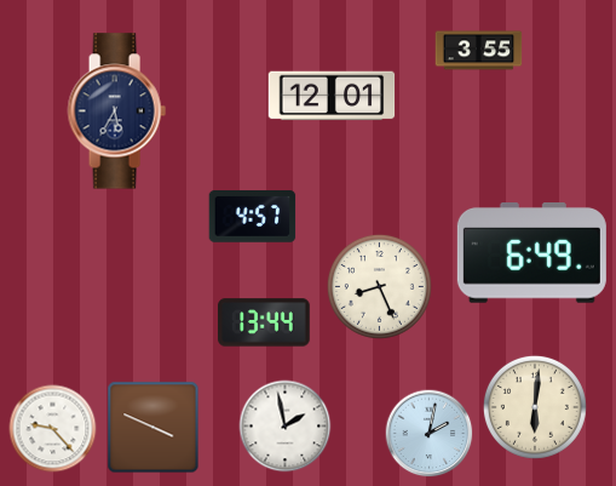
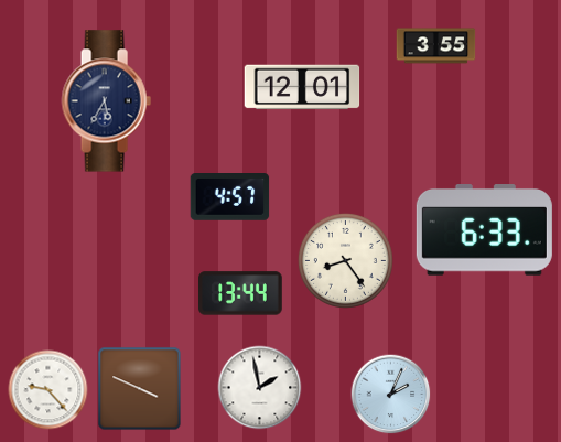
clock at (531, 253): 6:49 -> 6:33
clock at (379, 286): 8:26 -> 8:24
clock at (535, 407): 6:01 -> none
clock at (430, 434): 2:02 -> 2:04
